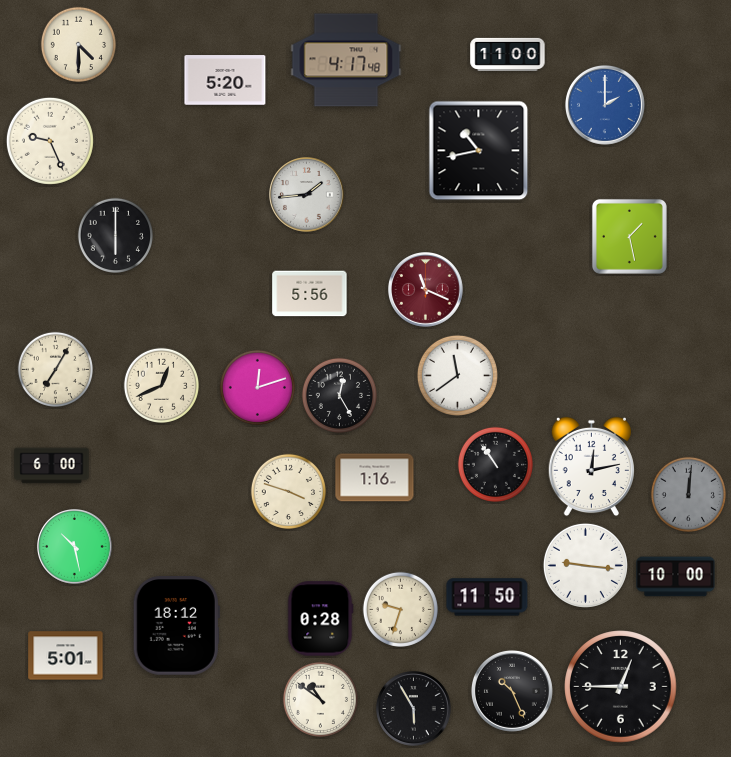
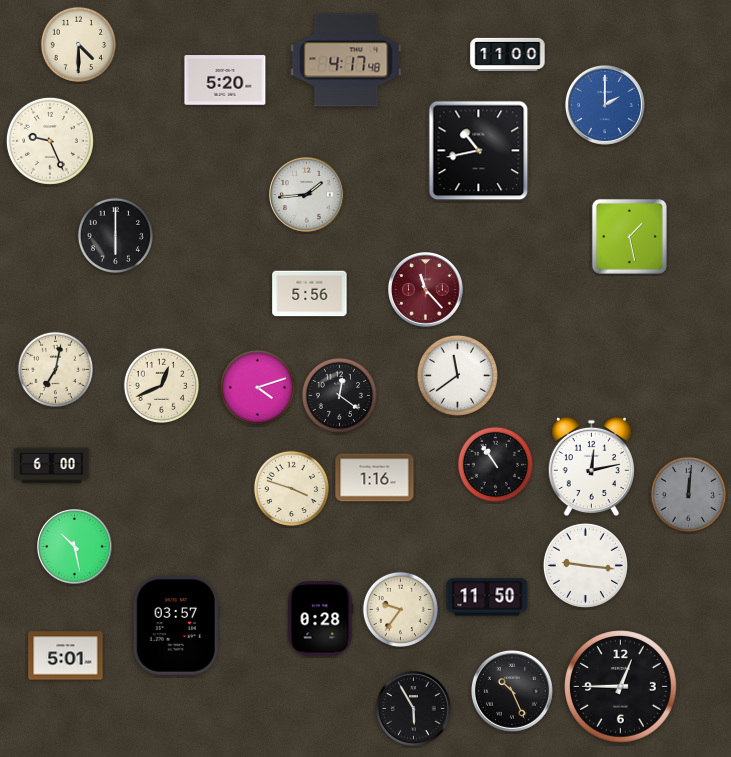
clock at (426, 290): 11:19 -> 11:23
clock at (55, 369): 7:05 -> 7:02
clock at (257, 387): 12:12 -> 4:12
clock at (339, 395): 12:25 -> 12:21
clock at (288, 491) position: (288, 491) -> (291, 488)
clock at (676, 577): 10:00 -> none
clock at (400, 609): 9:33 -> 9:36
clock at (176, 626): 18:12 -> 03:57
clock at (320, 699): 10:51 -> none
